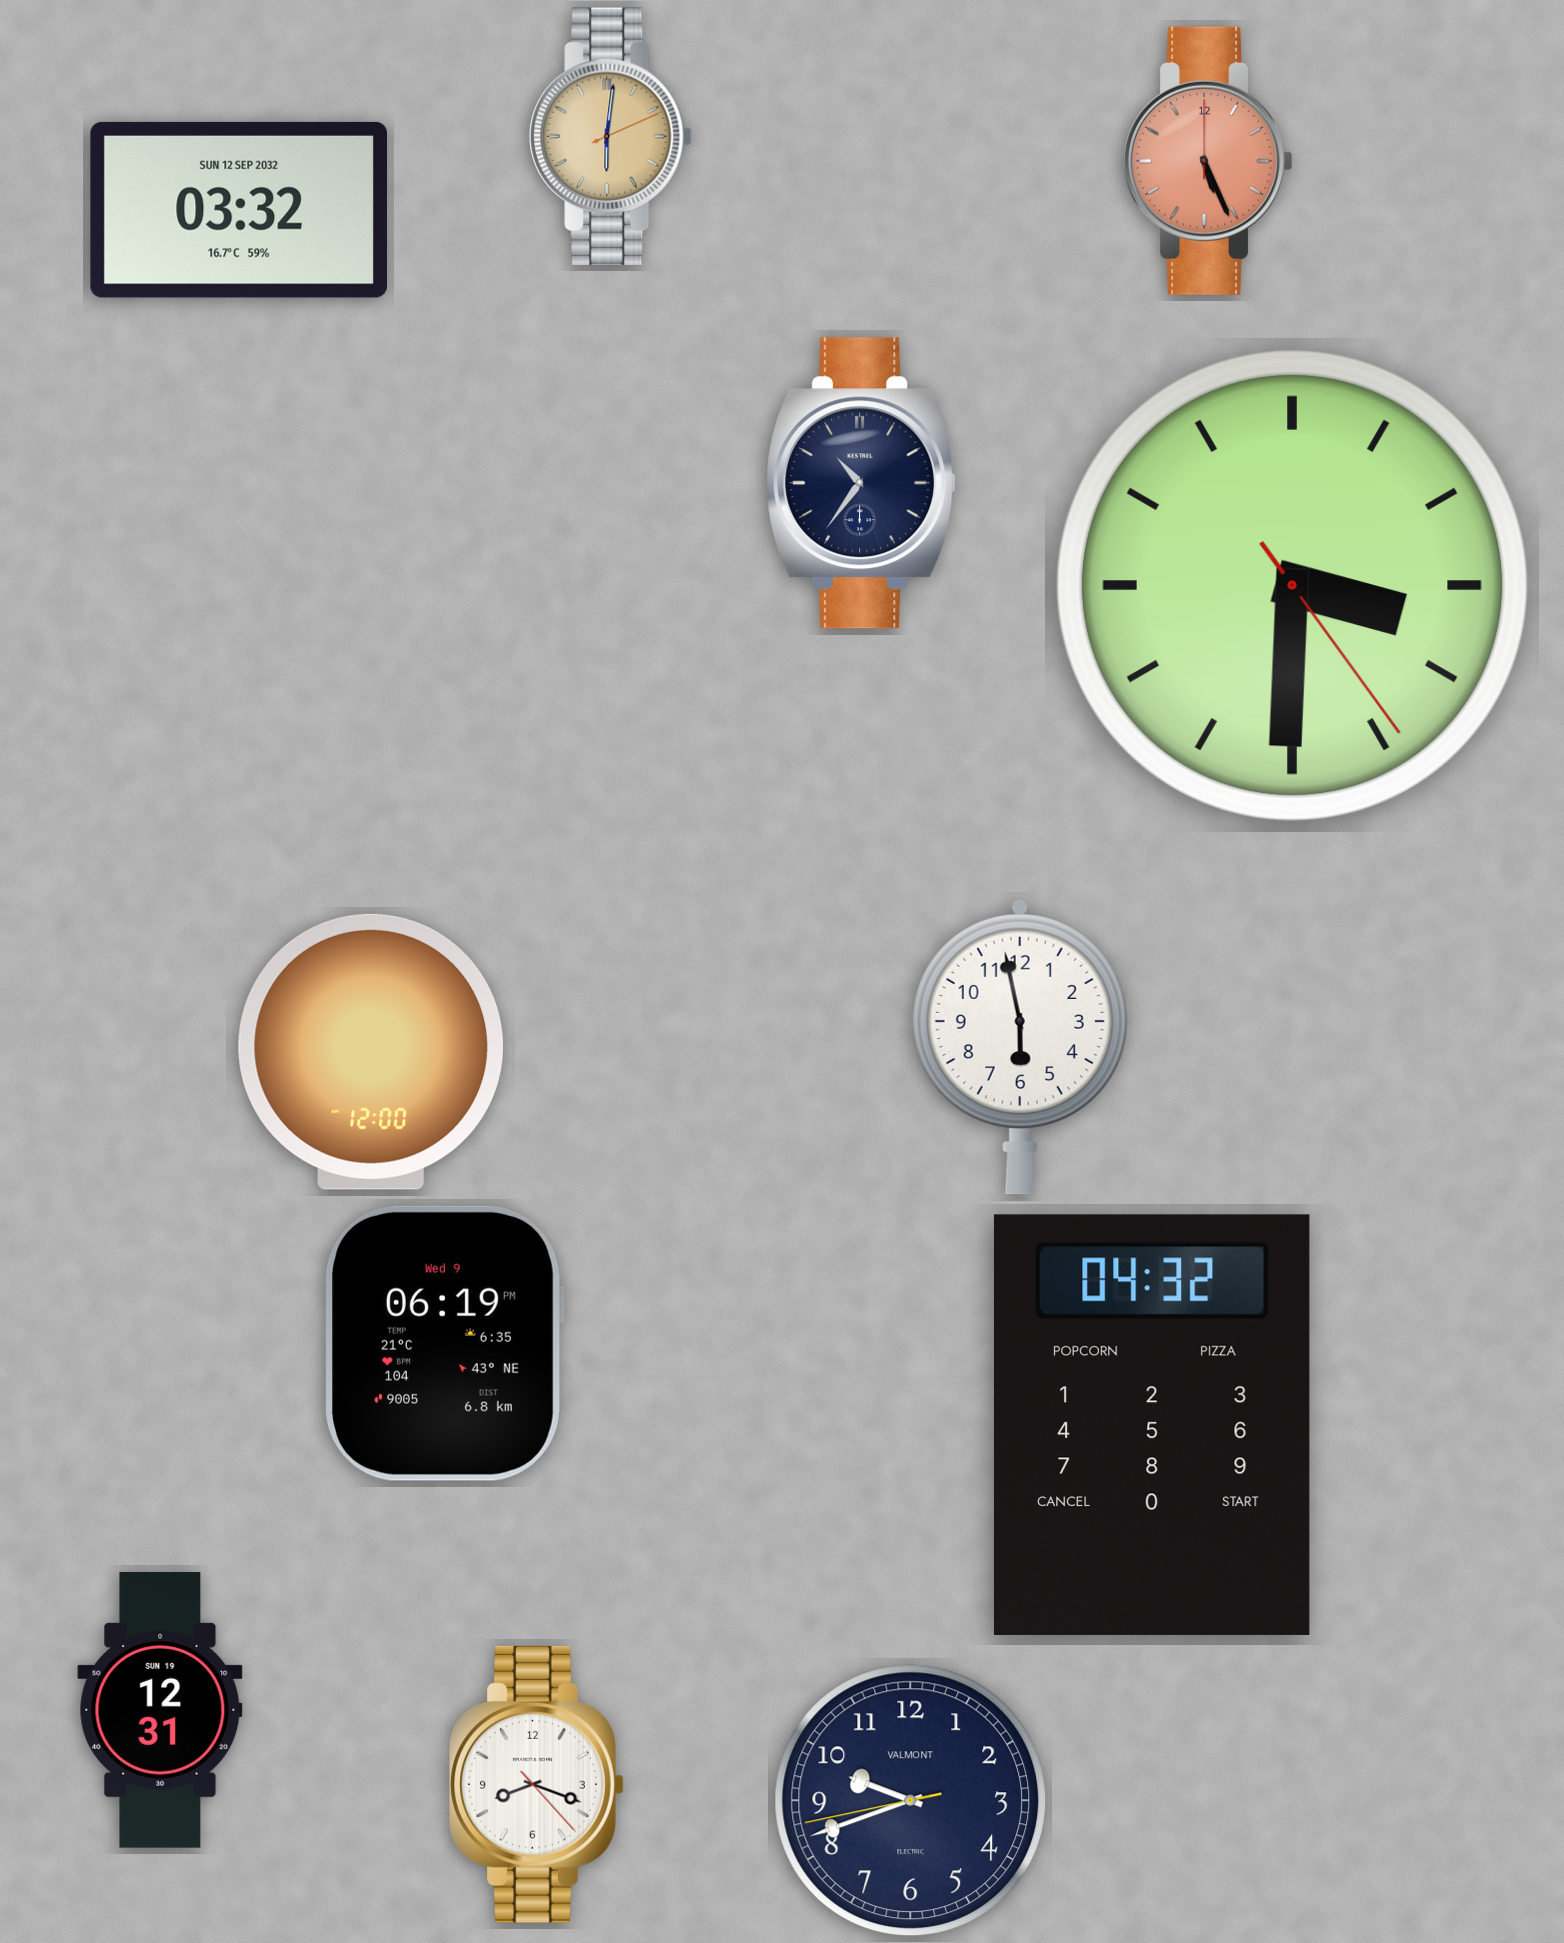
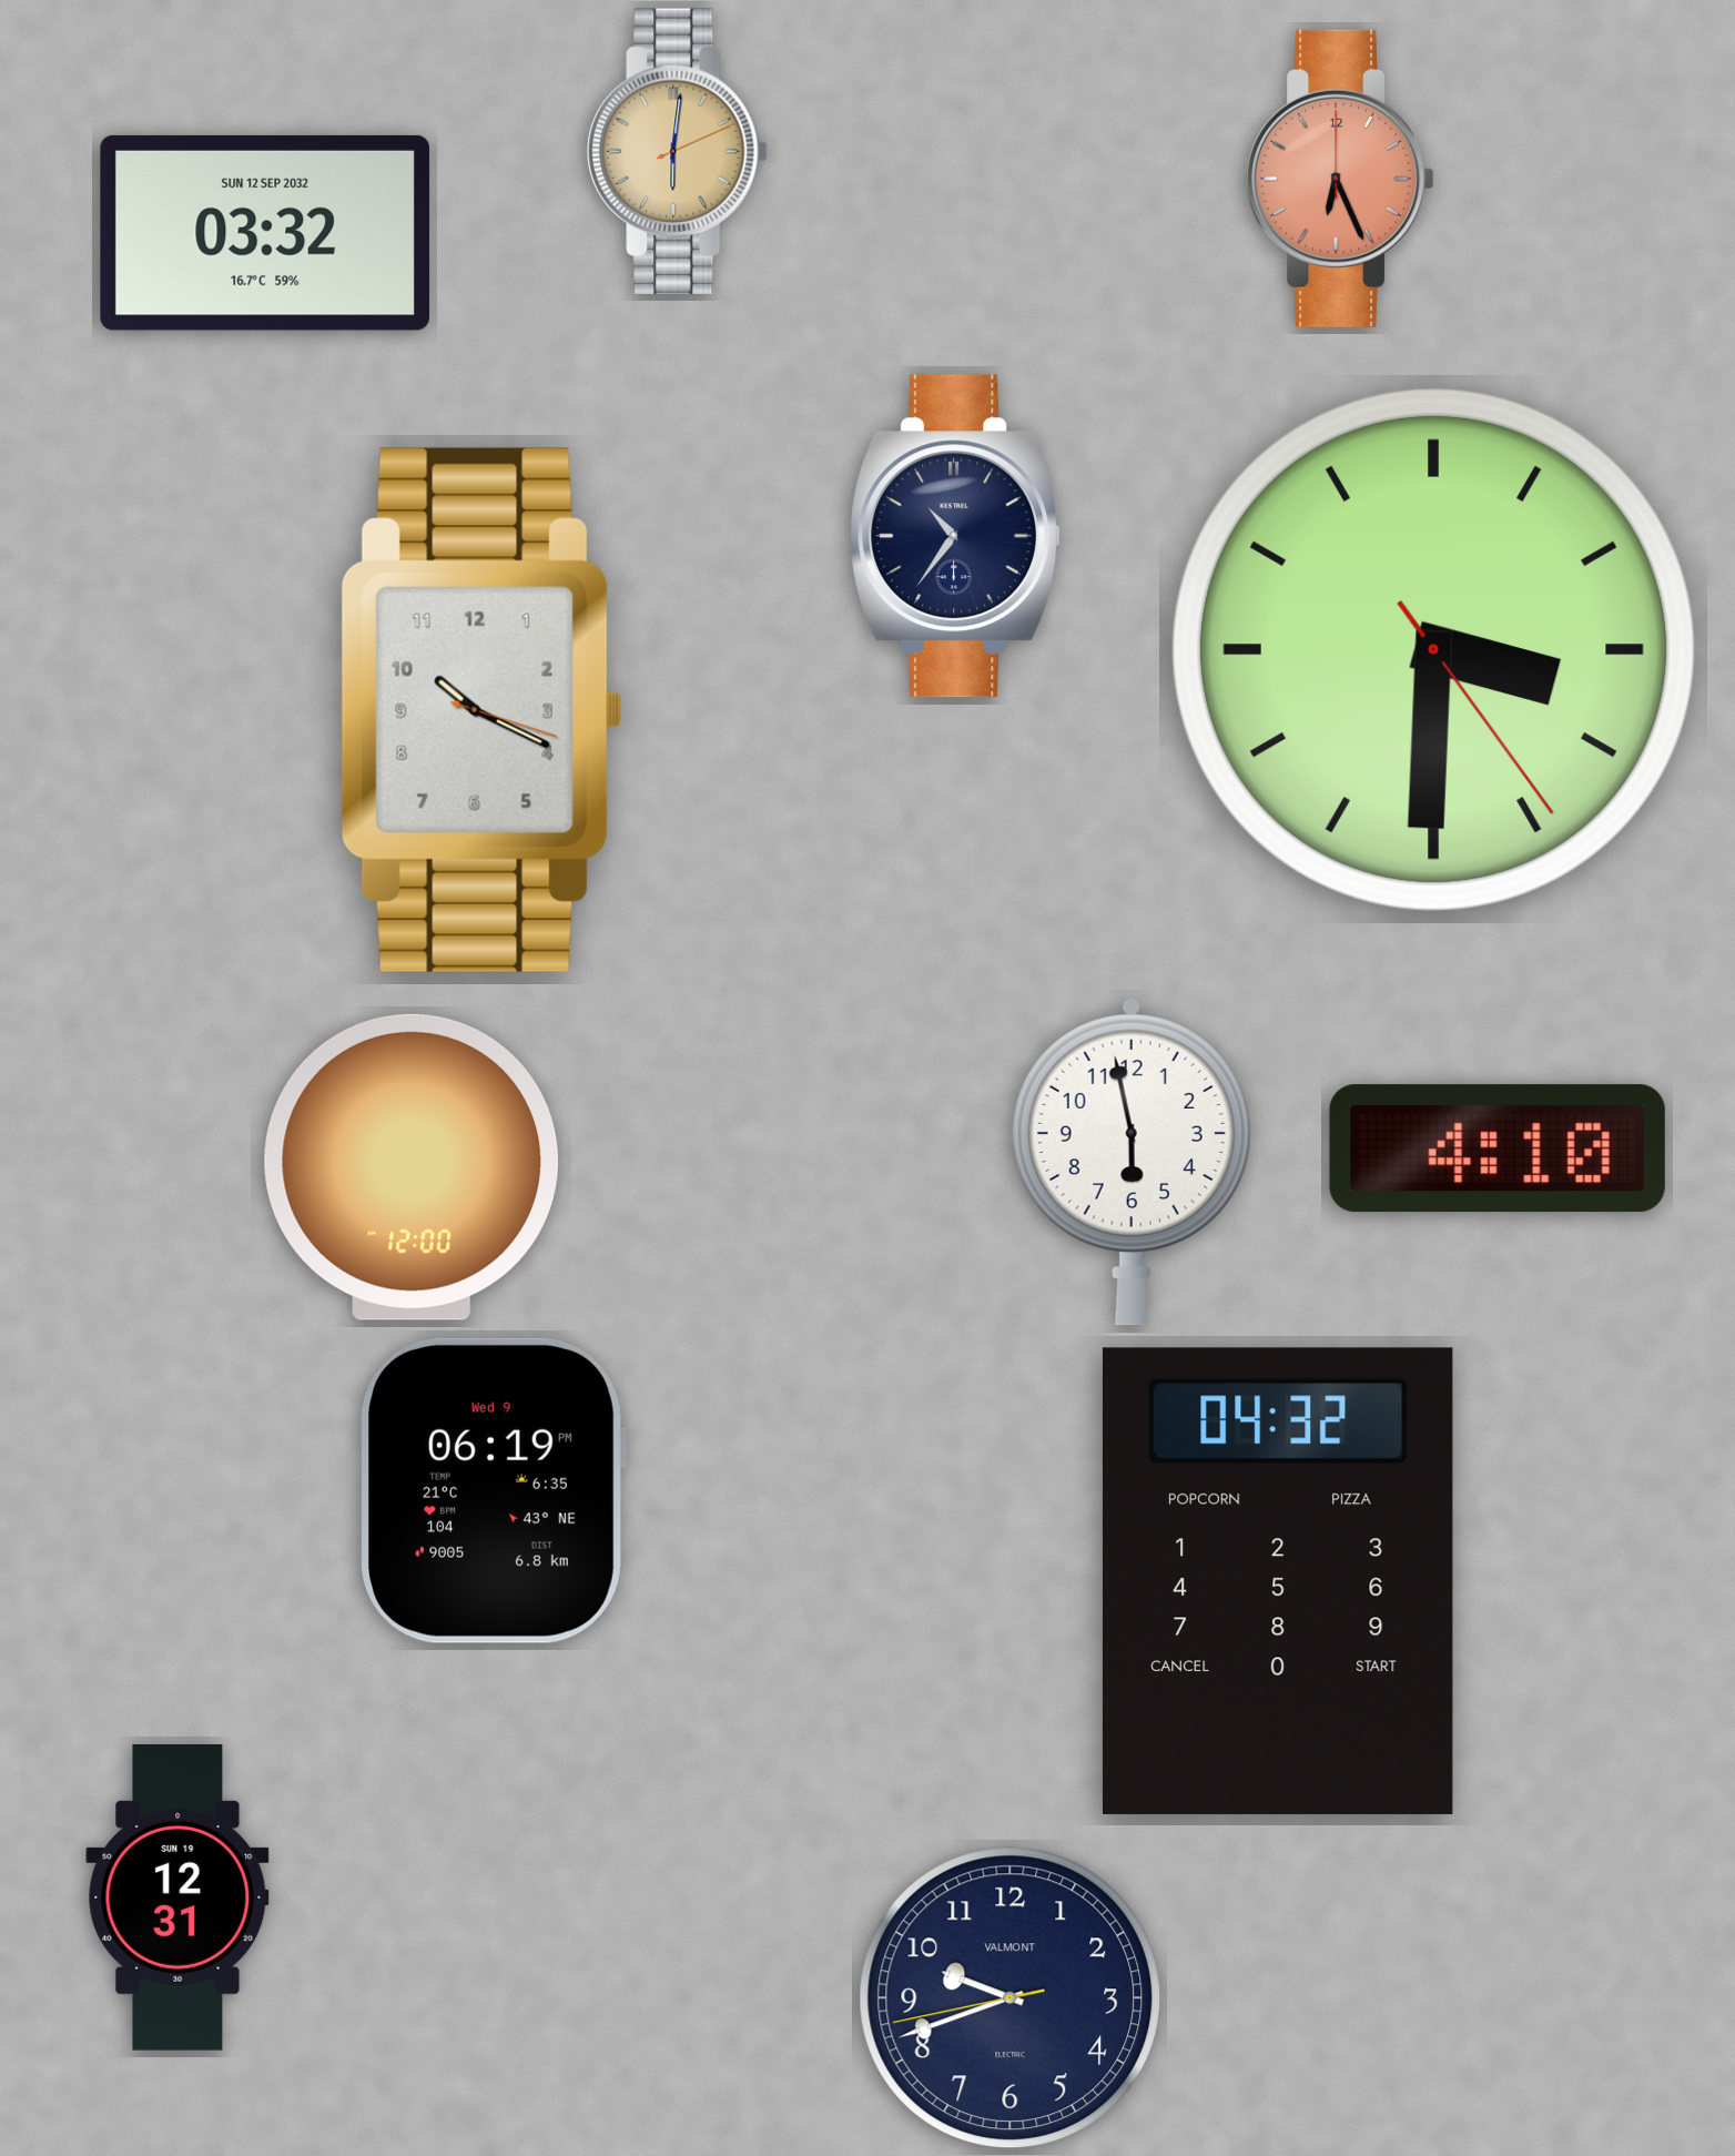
clock at (1208, 161): 5:26 -> 6:26
clock at (481, 710): none -> 10:19
clock at (1498, 1148): none -> 4:10
clock at (537, 1784): 8:18 -> none
